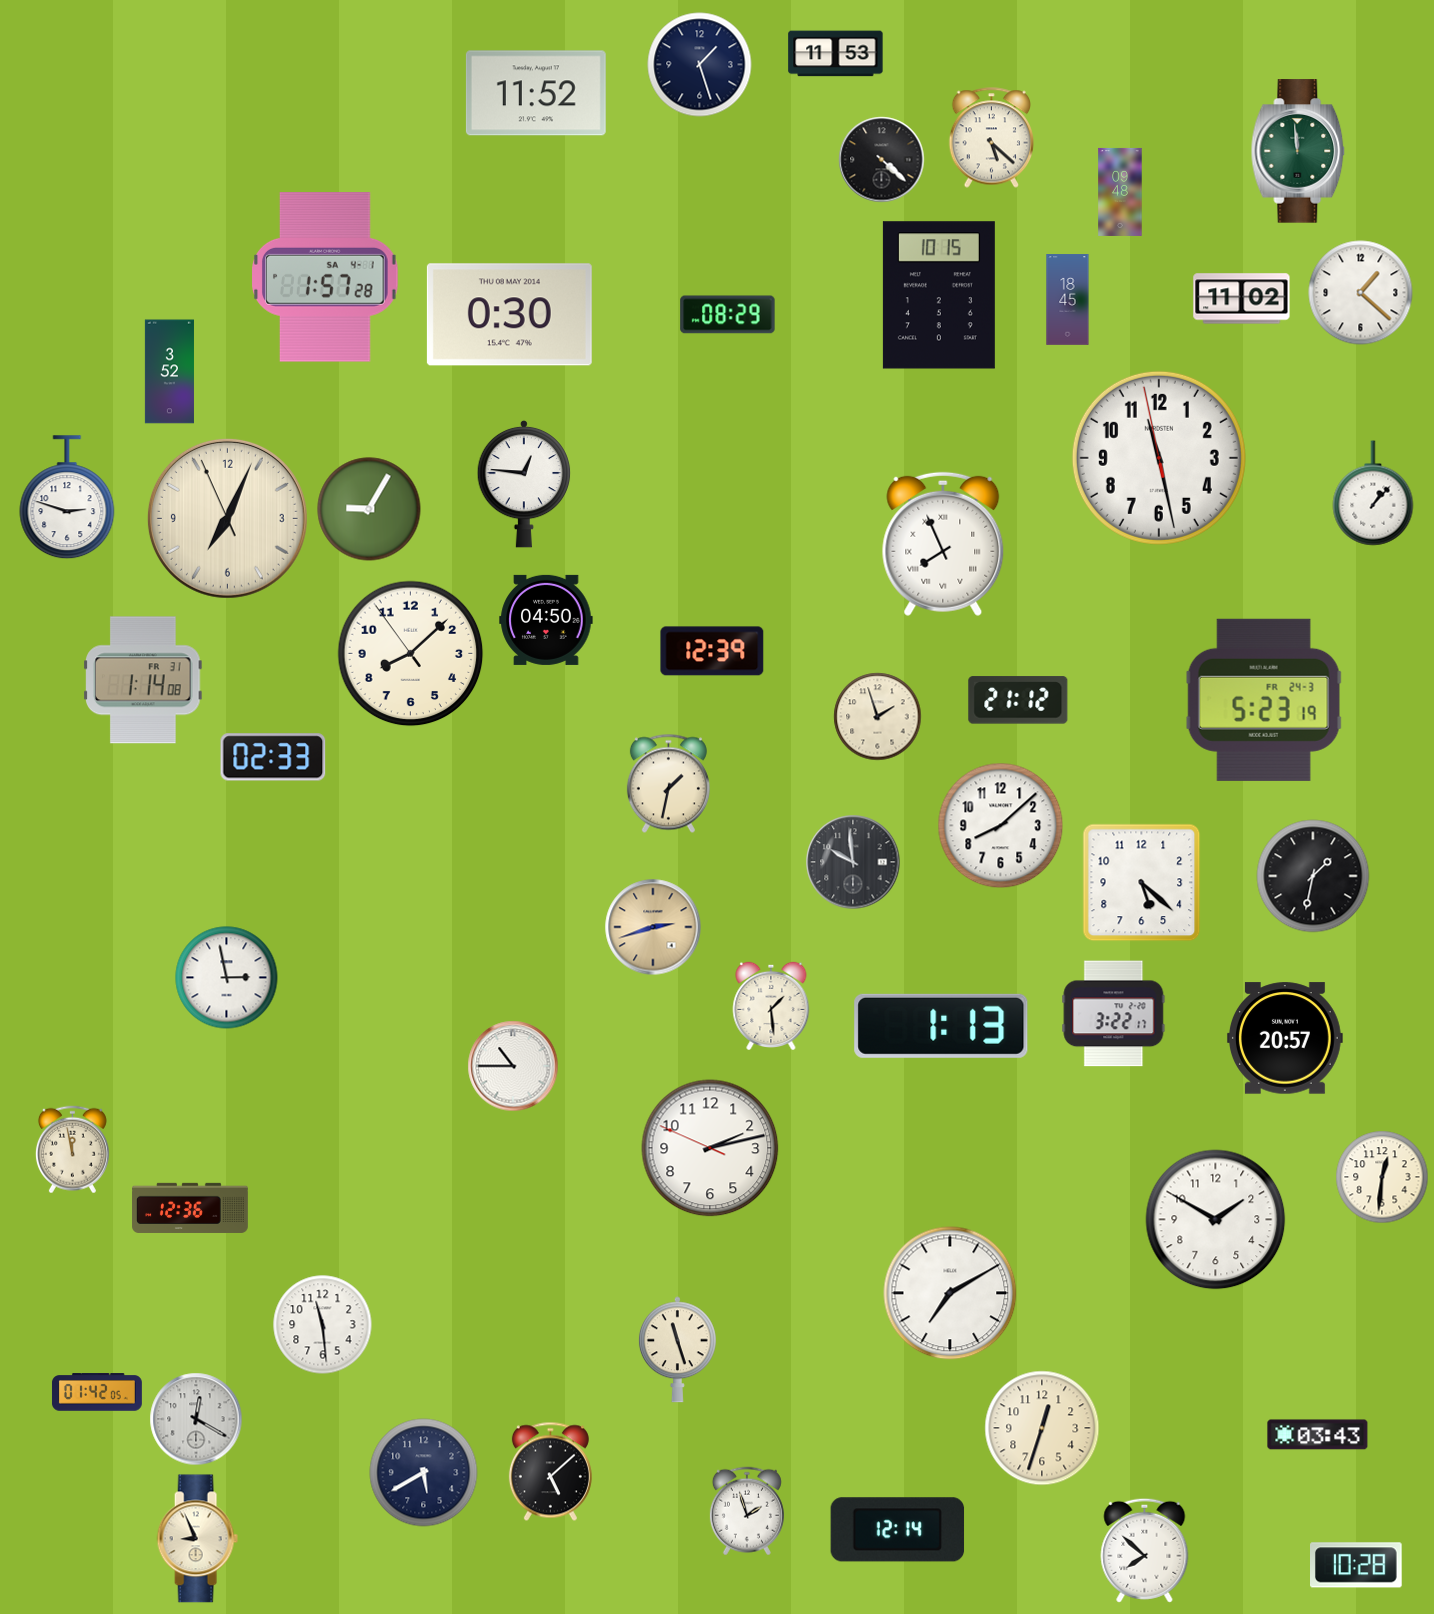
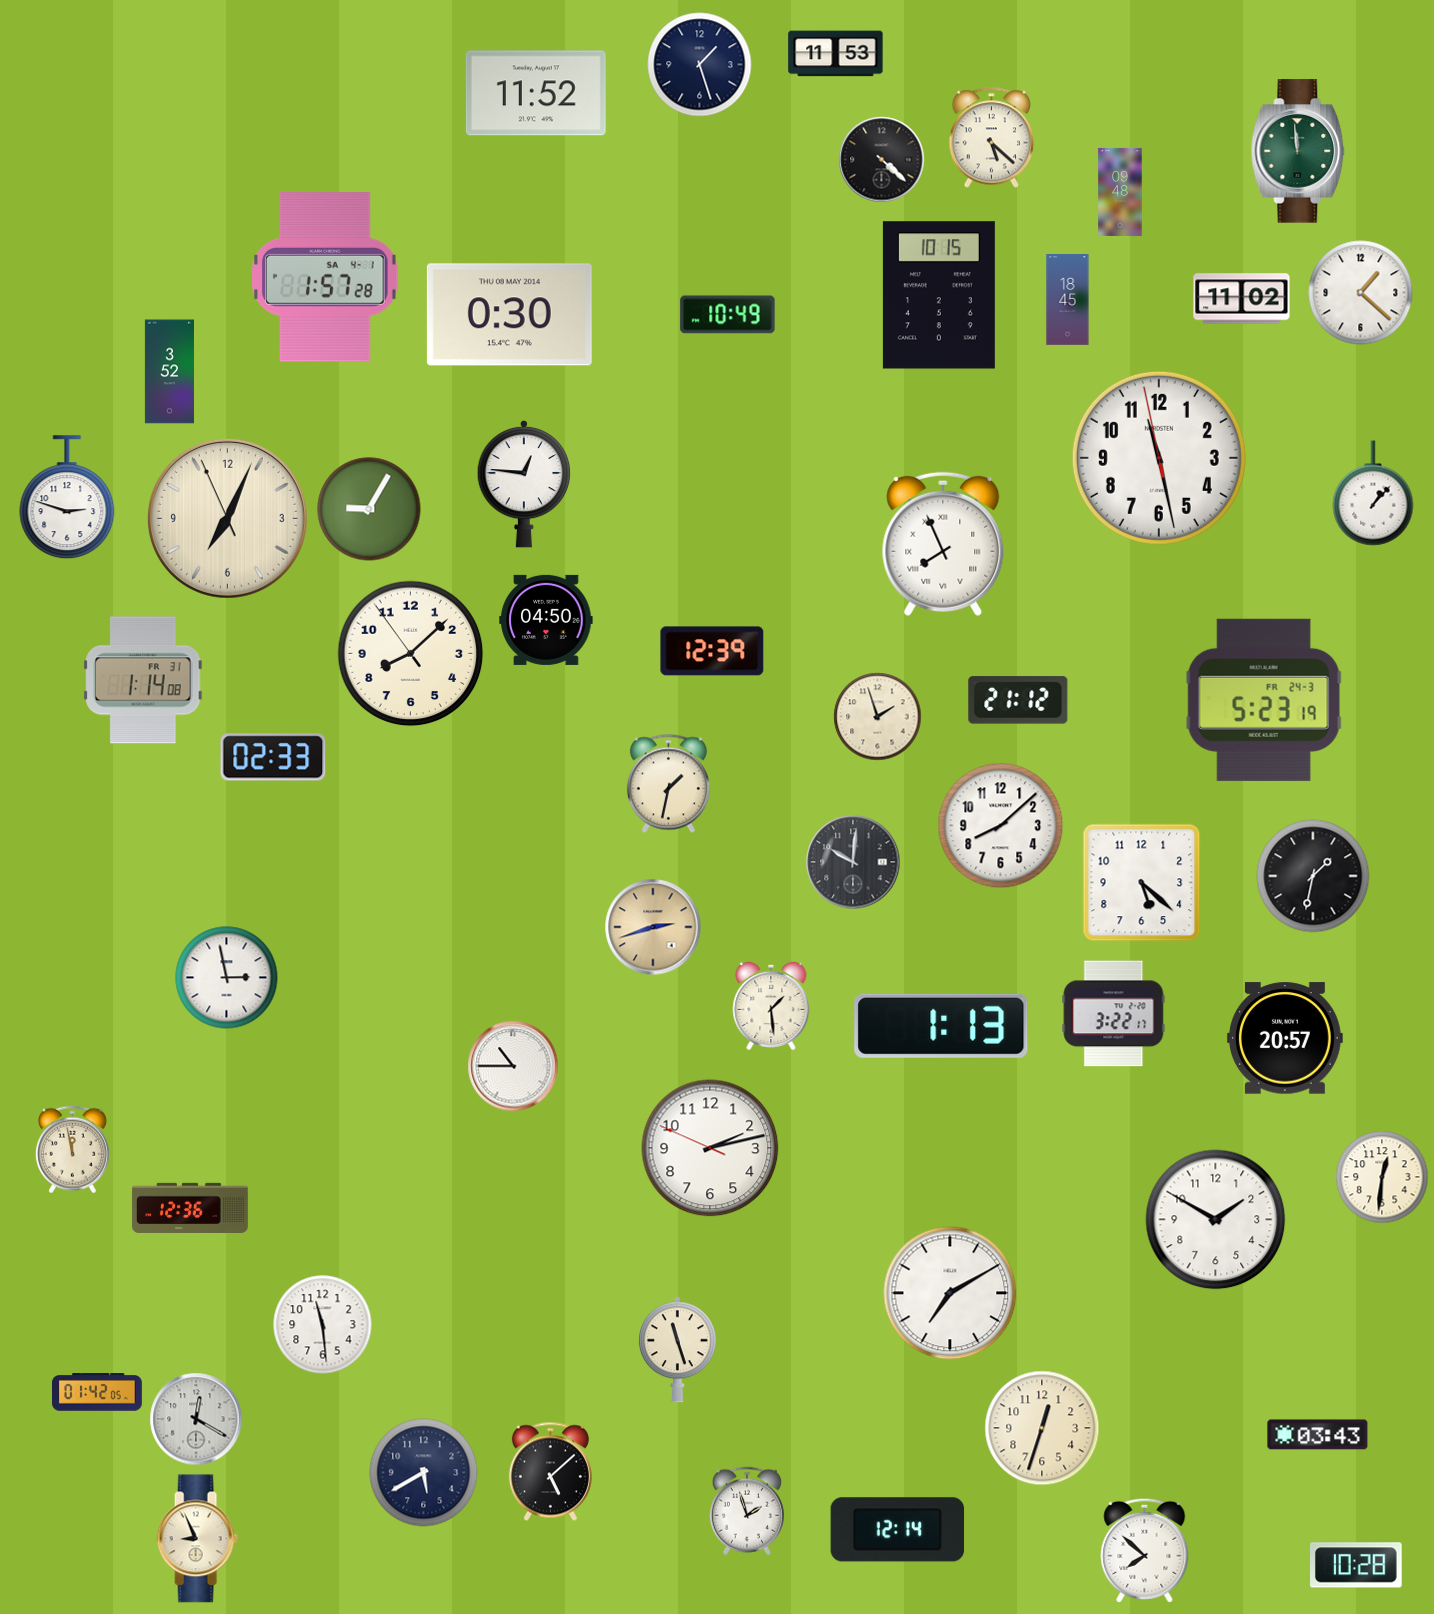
clock at (728, 315): 08:29 -> 10:49
clock at (853, 862): 9:59 -> 10:01
